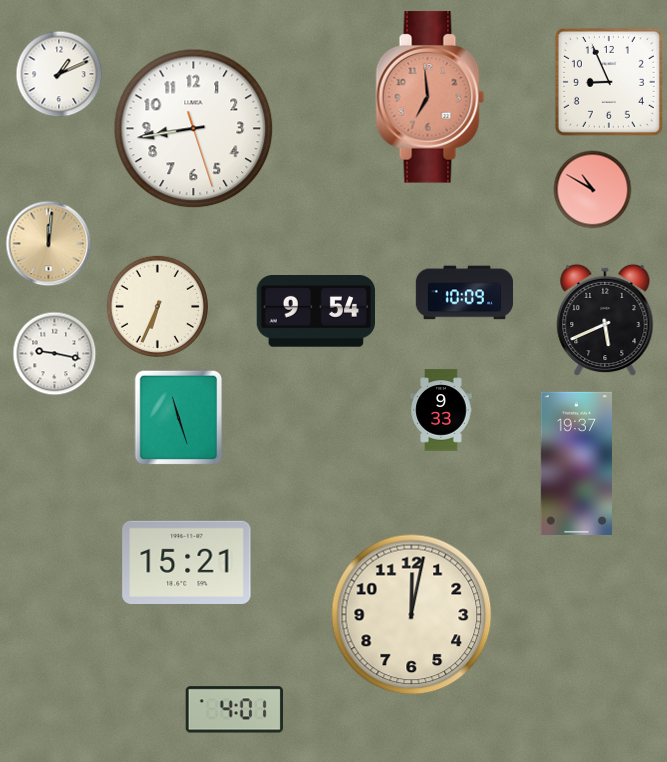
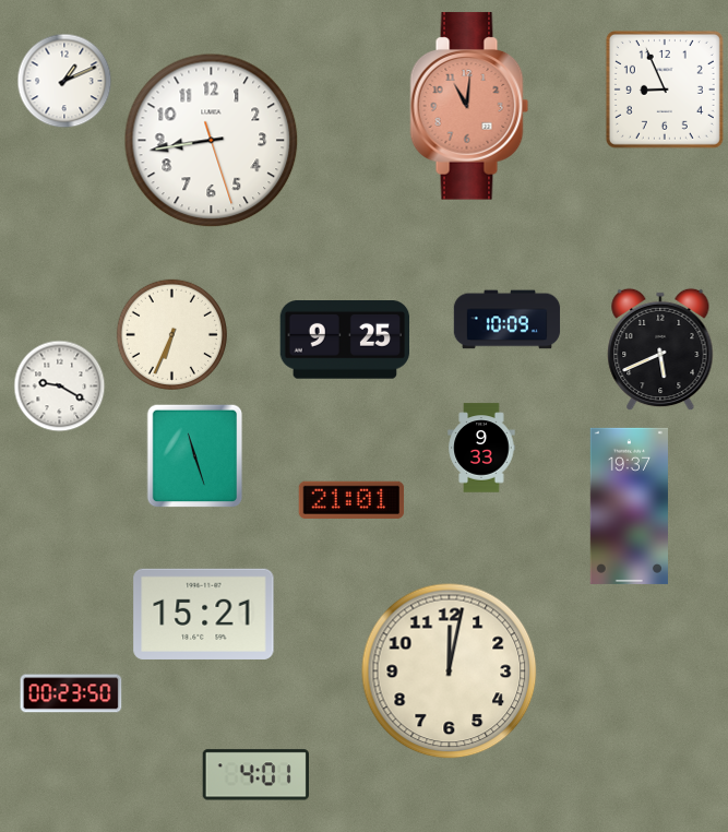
clock at (430, 97): 6:59 -> 11:01
clock at (593, 190): 10:50 -> none
clock at (49, 244): 12:01 -> none
clock at (315, 311): 9:54 -> 9:25
clock at (55, 354): 9:17 -> 9:20
clock at (351, 500): none -> 21:01
clock at (71, 693): none -> 00:23
